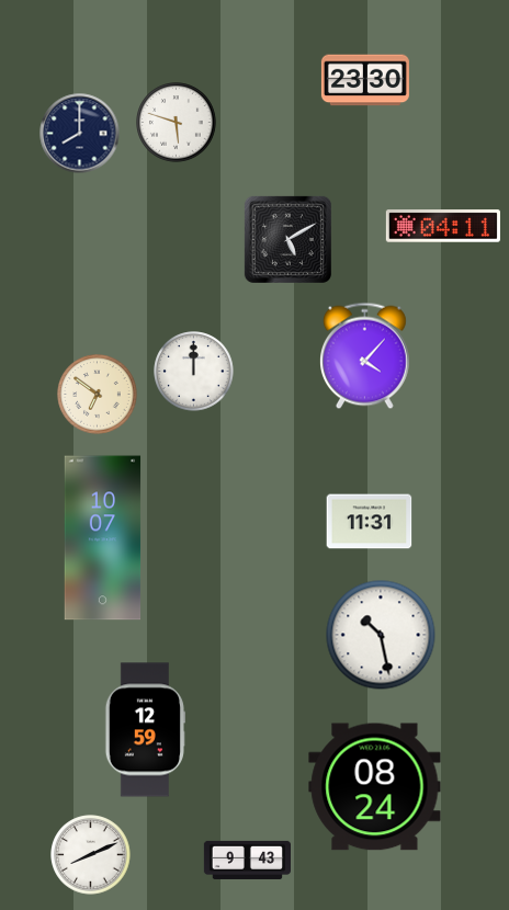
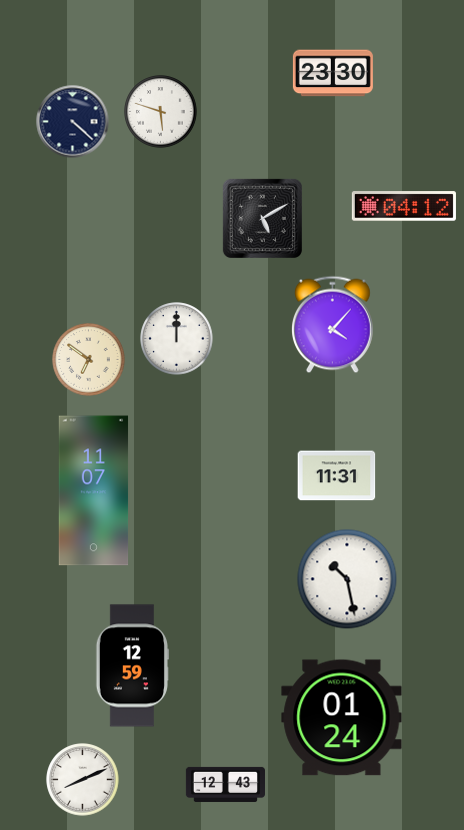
clock at (80, 134): 8:00 -> 4:22
clock at (443, 226): 04:11 -> 04:12
clock at (103, 538): 10:07 -> 11:07
clock at (375, 787): 08:24 -> 01:24
clock at (247, 860): 9:43 -> 12:43
